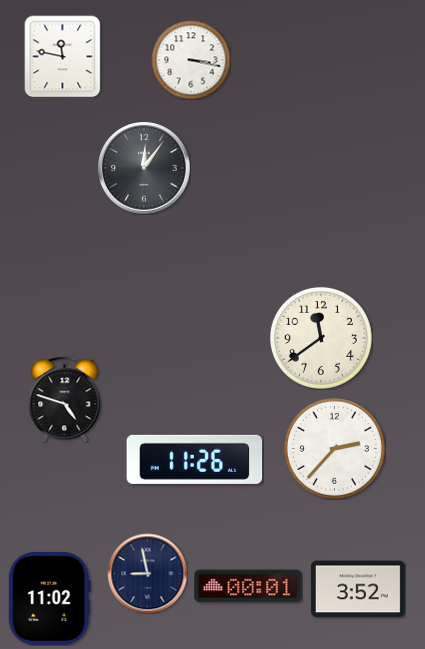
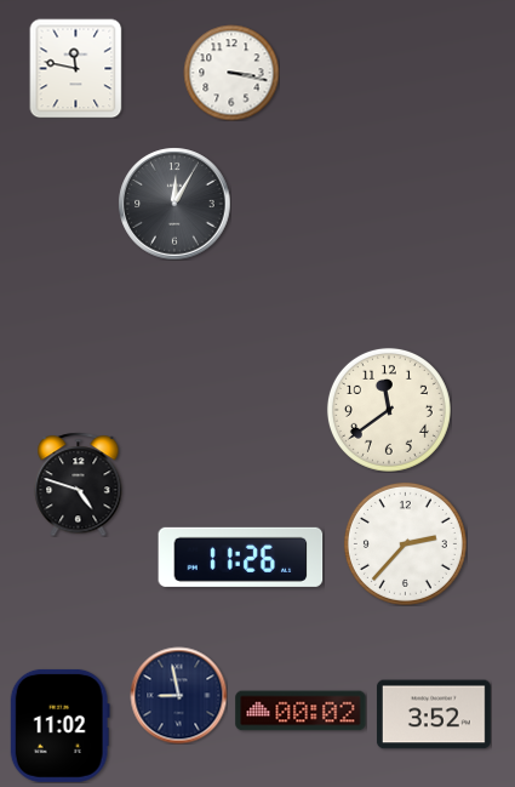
clock at (144, 168): 12:06 -> 12:05
clock at (195, 459) position: (195, 459) -> (241, 557)
clock at (248, 586): 00:01 -> 00:02
